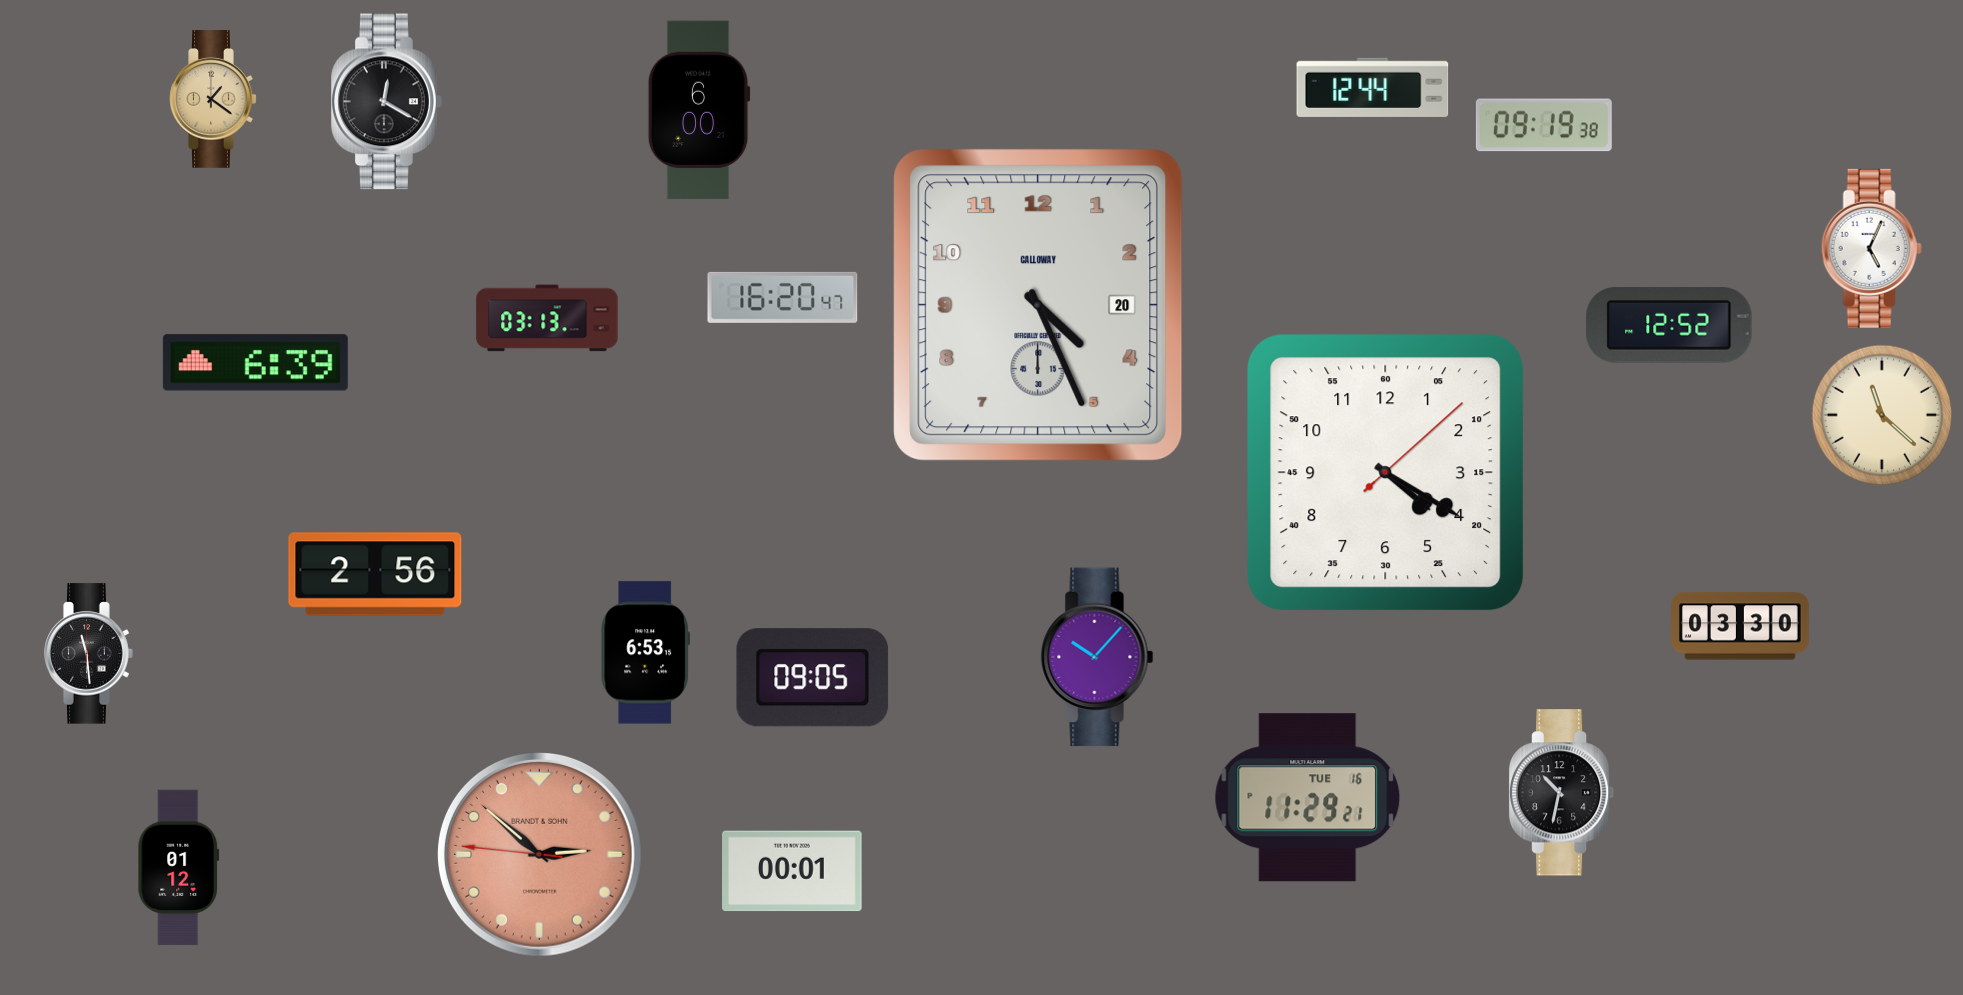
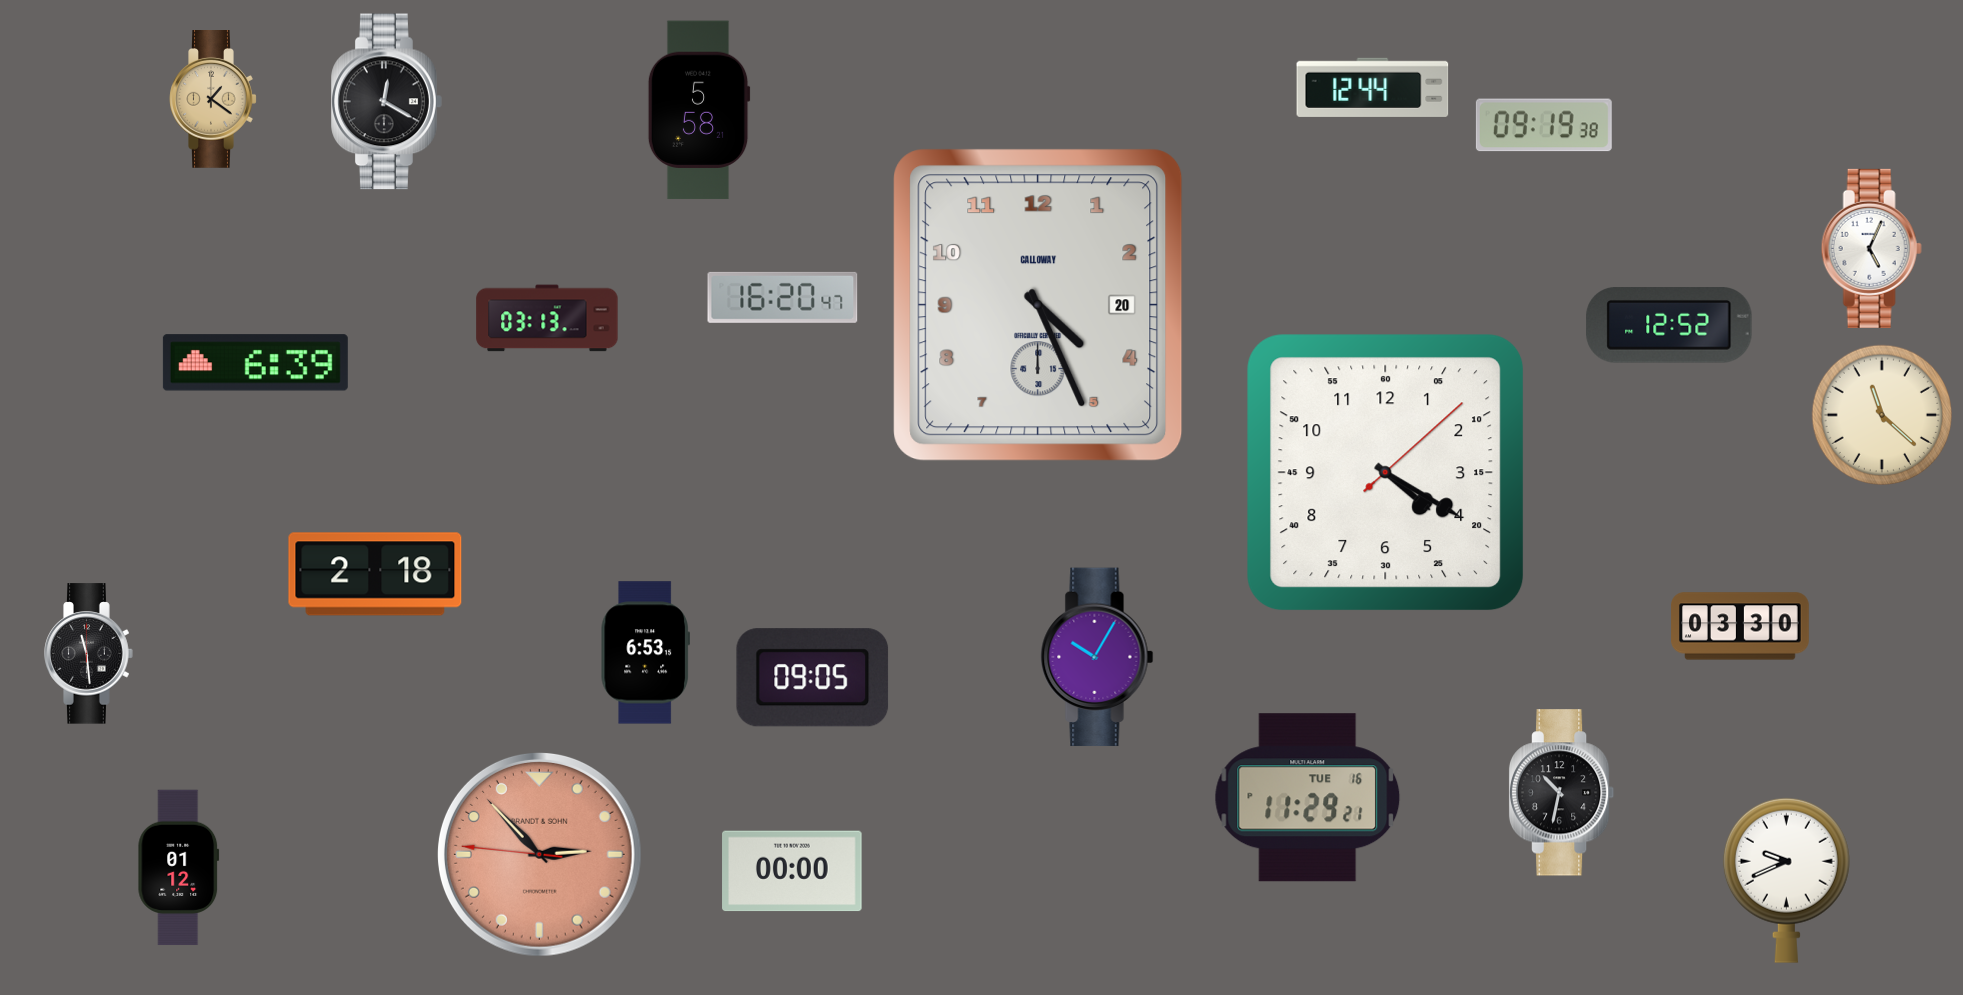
clock at (699, 110): 6:00 -> 5:58
clock at (375, 574): 2:56 -> 2:18
clock at (1097, 657): 10:07 -> 10:05
clock at (539, 854): 2:51 -> 2:52
clock at (792, 871): 00:01 -> 00:00
clock at (1786, 880): none -> 9:41
